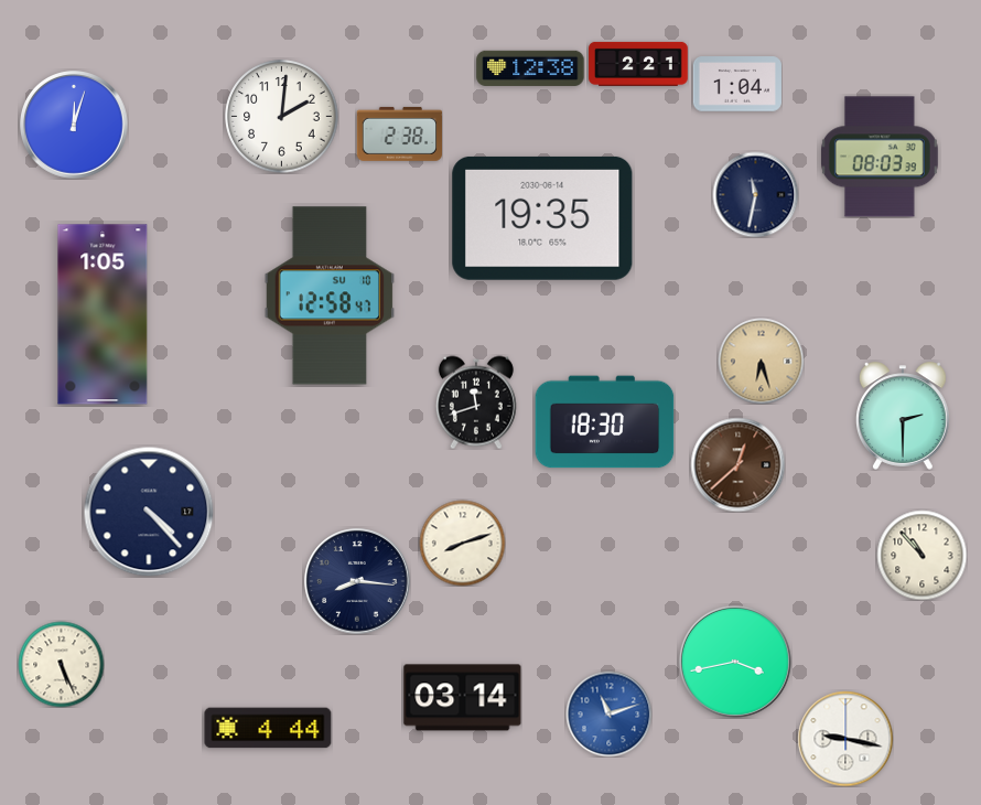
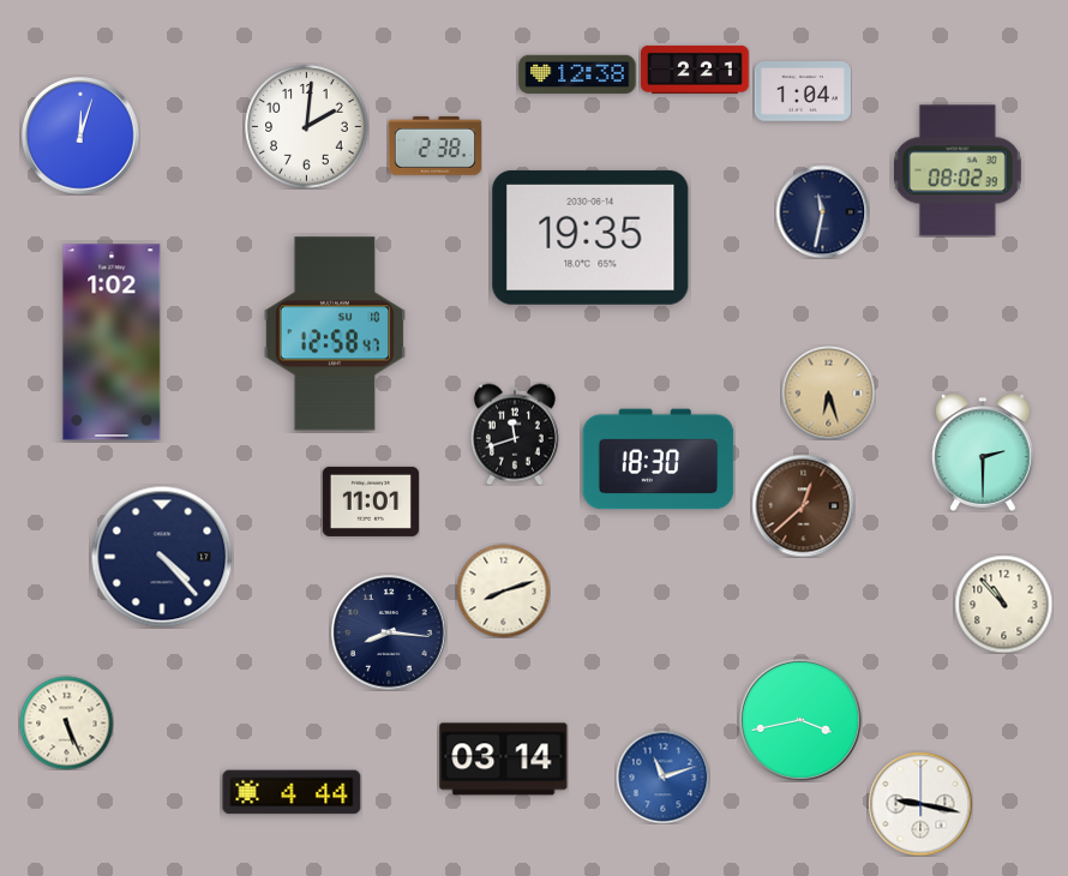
clock at (880, 157): 08:03 -> 08:02
clock at (330, 296) position: (330, 296) -> (335, 334)
clock at (103, 314): 1:05 -> 1:02
clock at (476, 402) position: (476, 402) -> (515, 434)
clock at (371, 502): none -> 11:01
